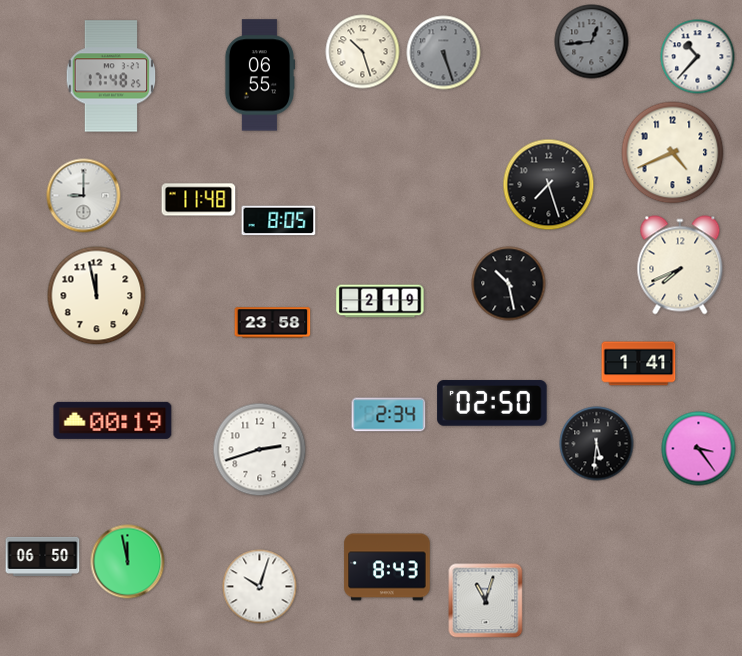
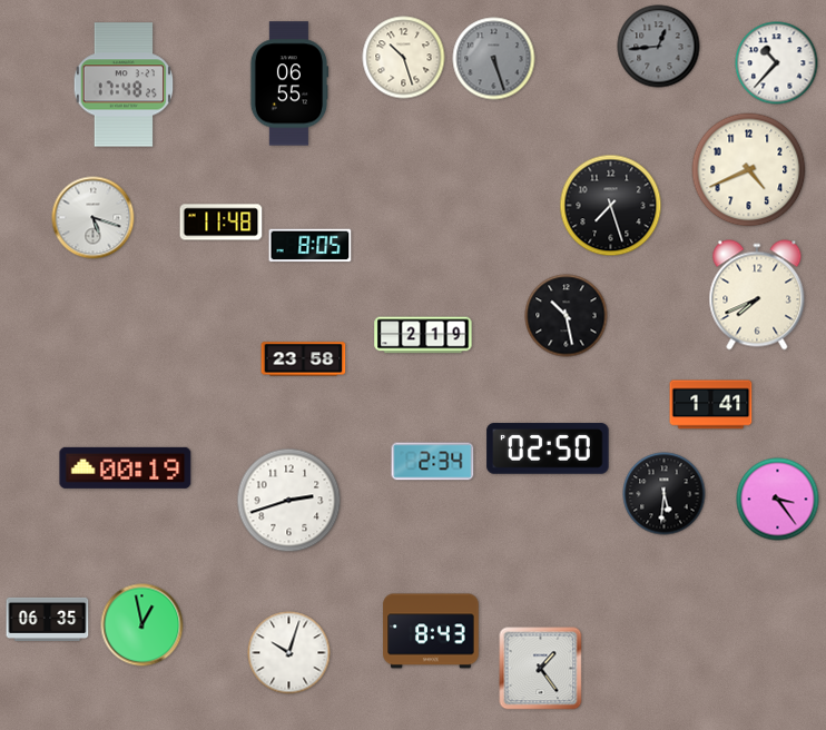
clock at (84, 196): 9:00 -> 5:18
clock at (97, 296): 11:58 -> none
clock at (43, 556): 06:50 -> 06:35
clock at (128, 562): 11:58 -> 12:58
clock at (486, 601): 11:03 -> 1:24
